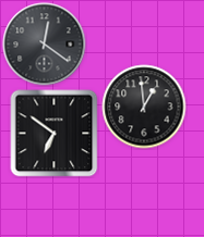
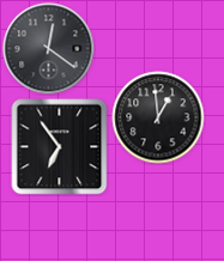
clock at (55, 134): 6:51 -> 6:54
